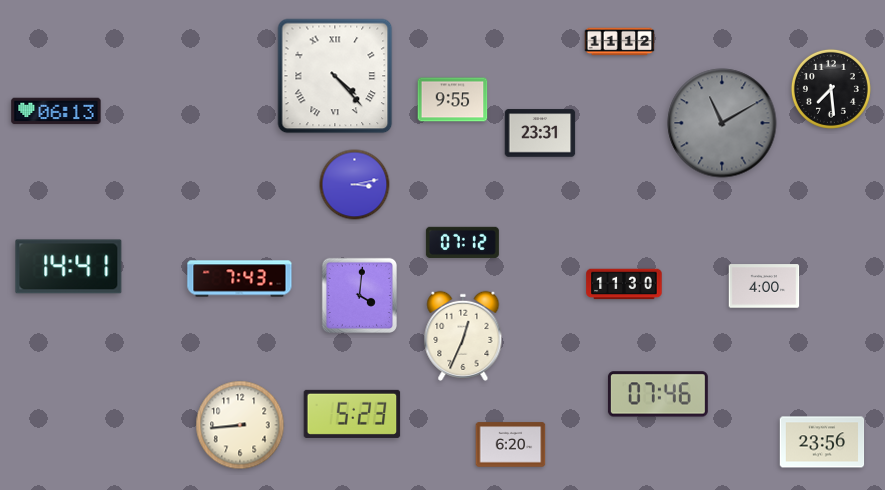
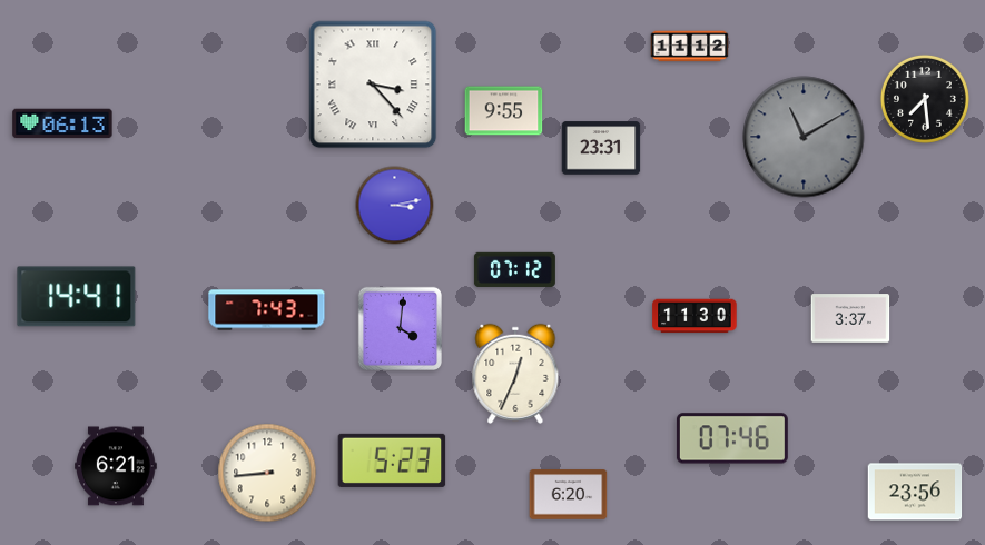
clock at (335, 76): 4:23 -> 3:23
clock at (764, 286): 4:00 -> 3:37
clock at (117, 466): none -> 6:21
